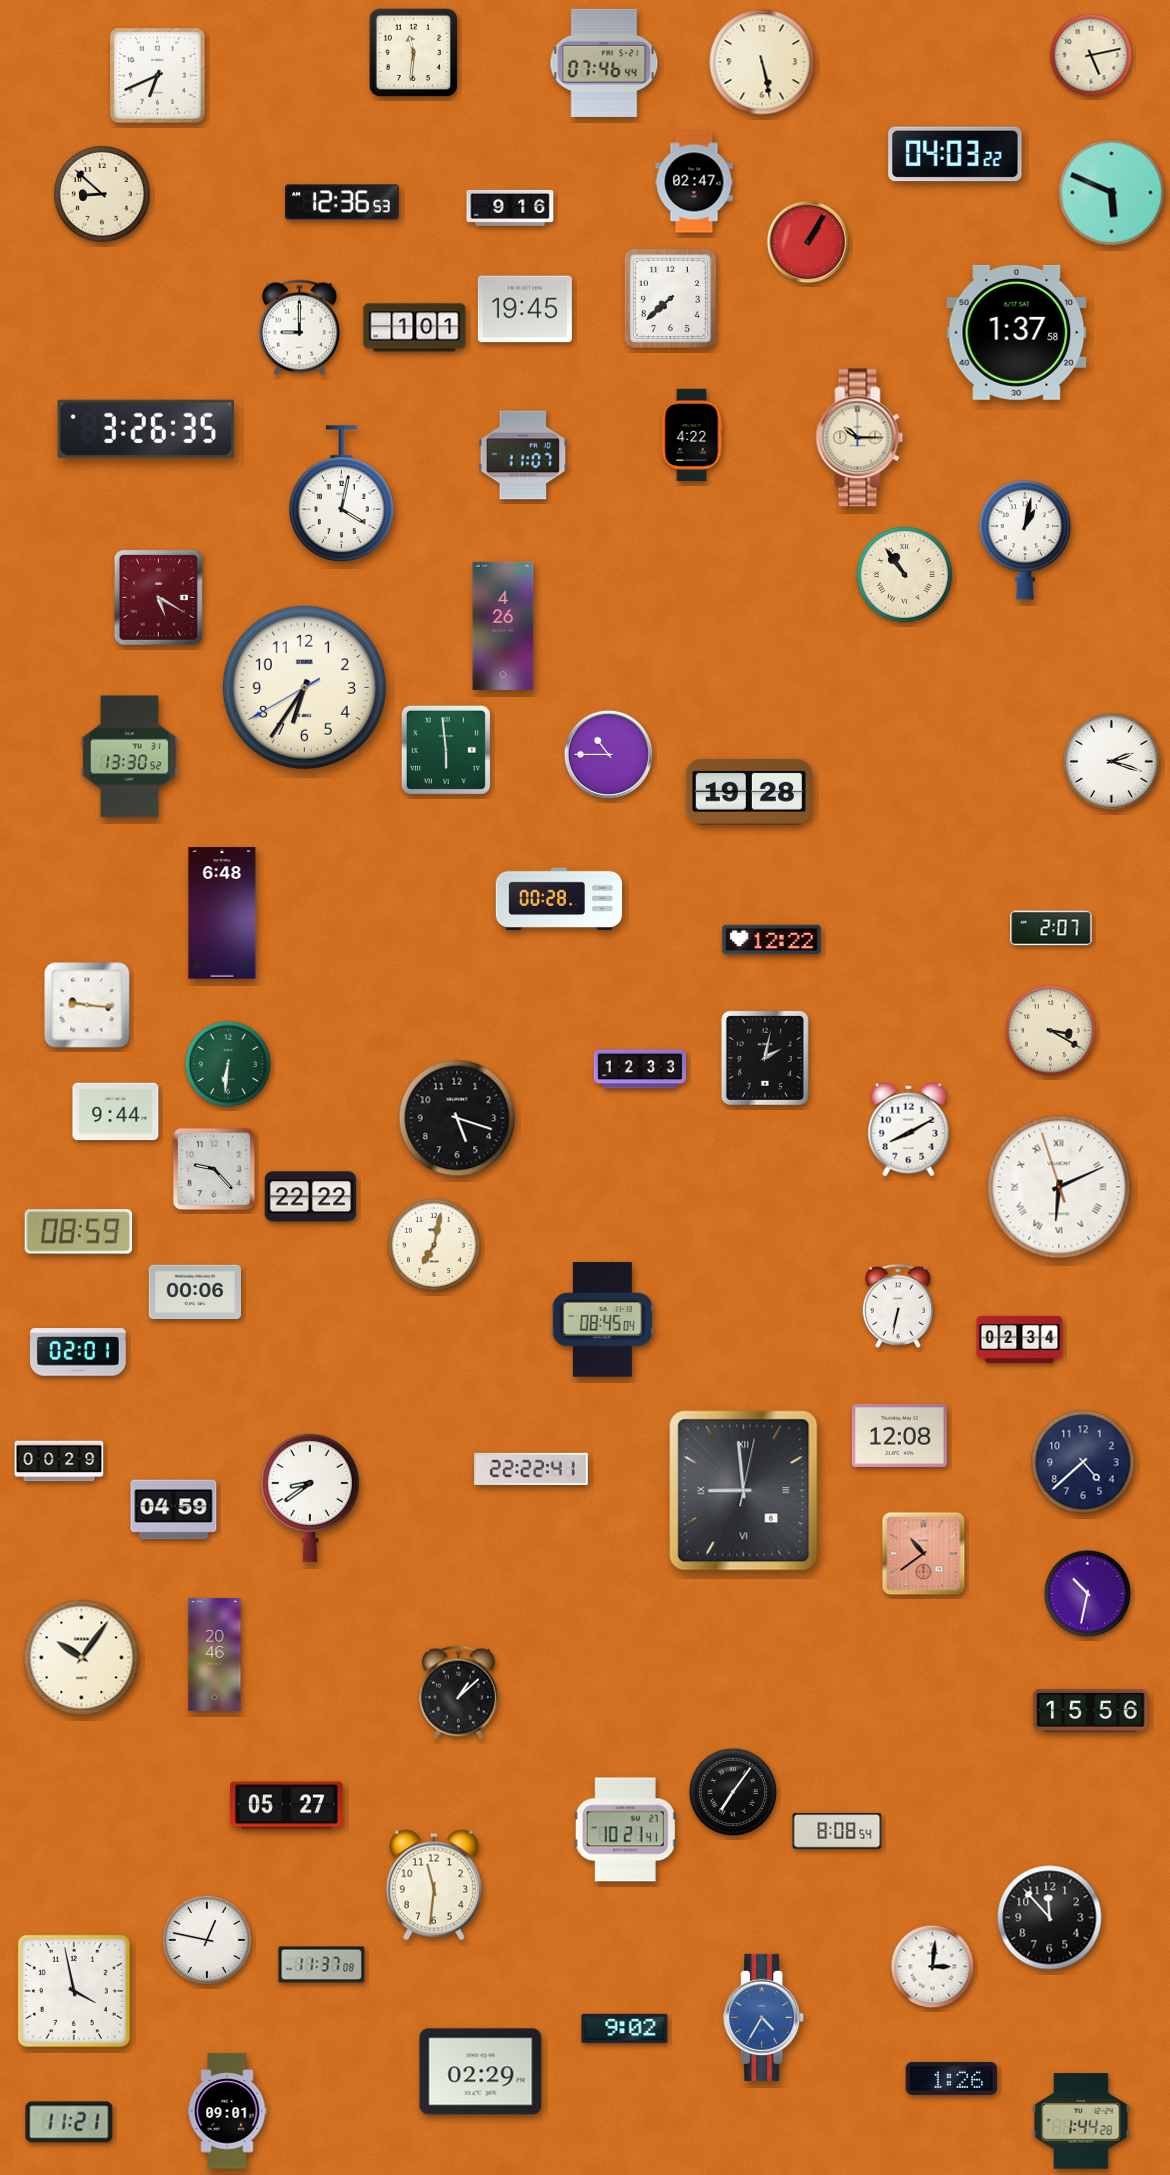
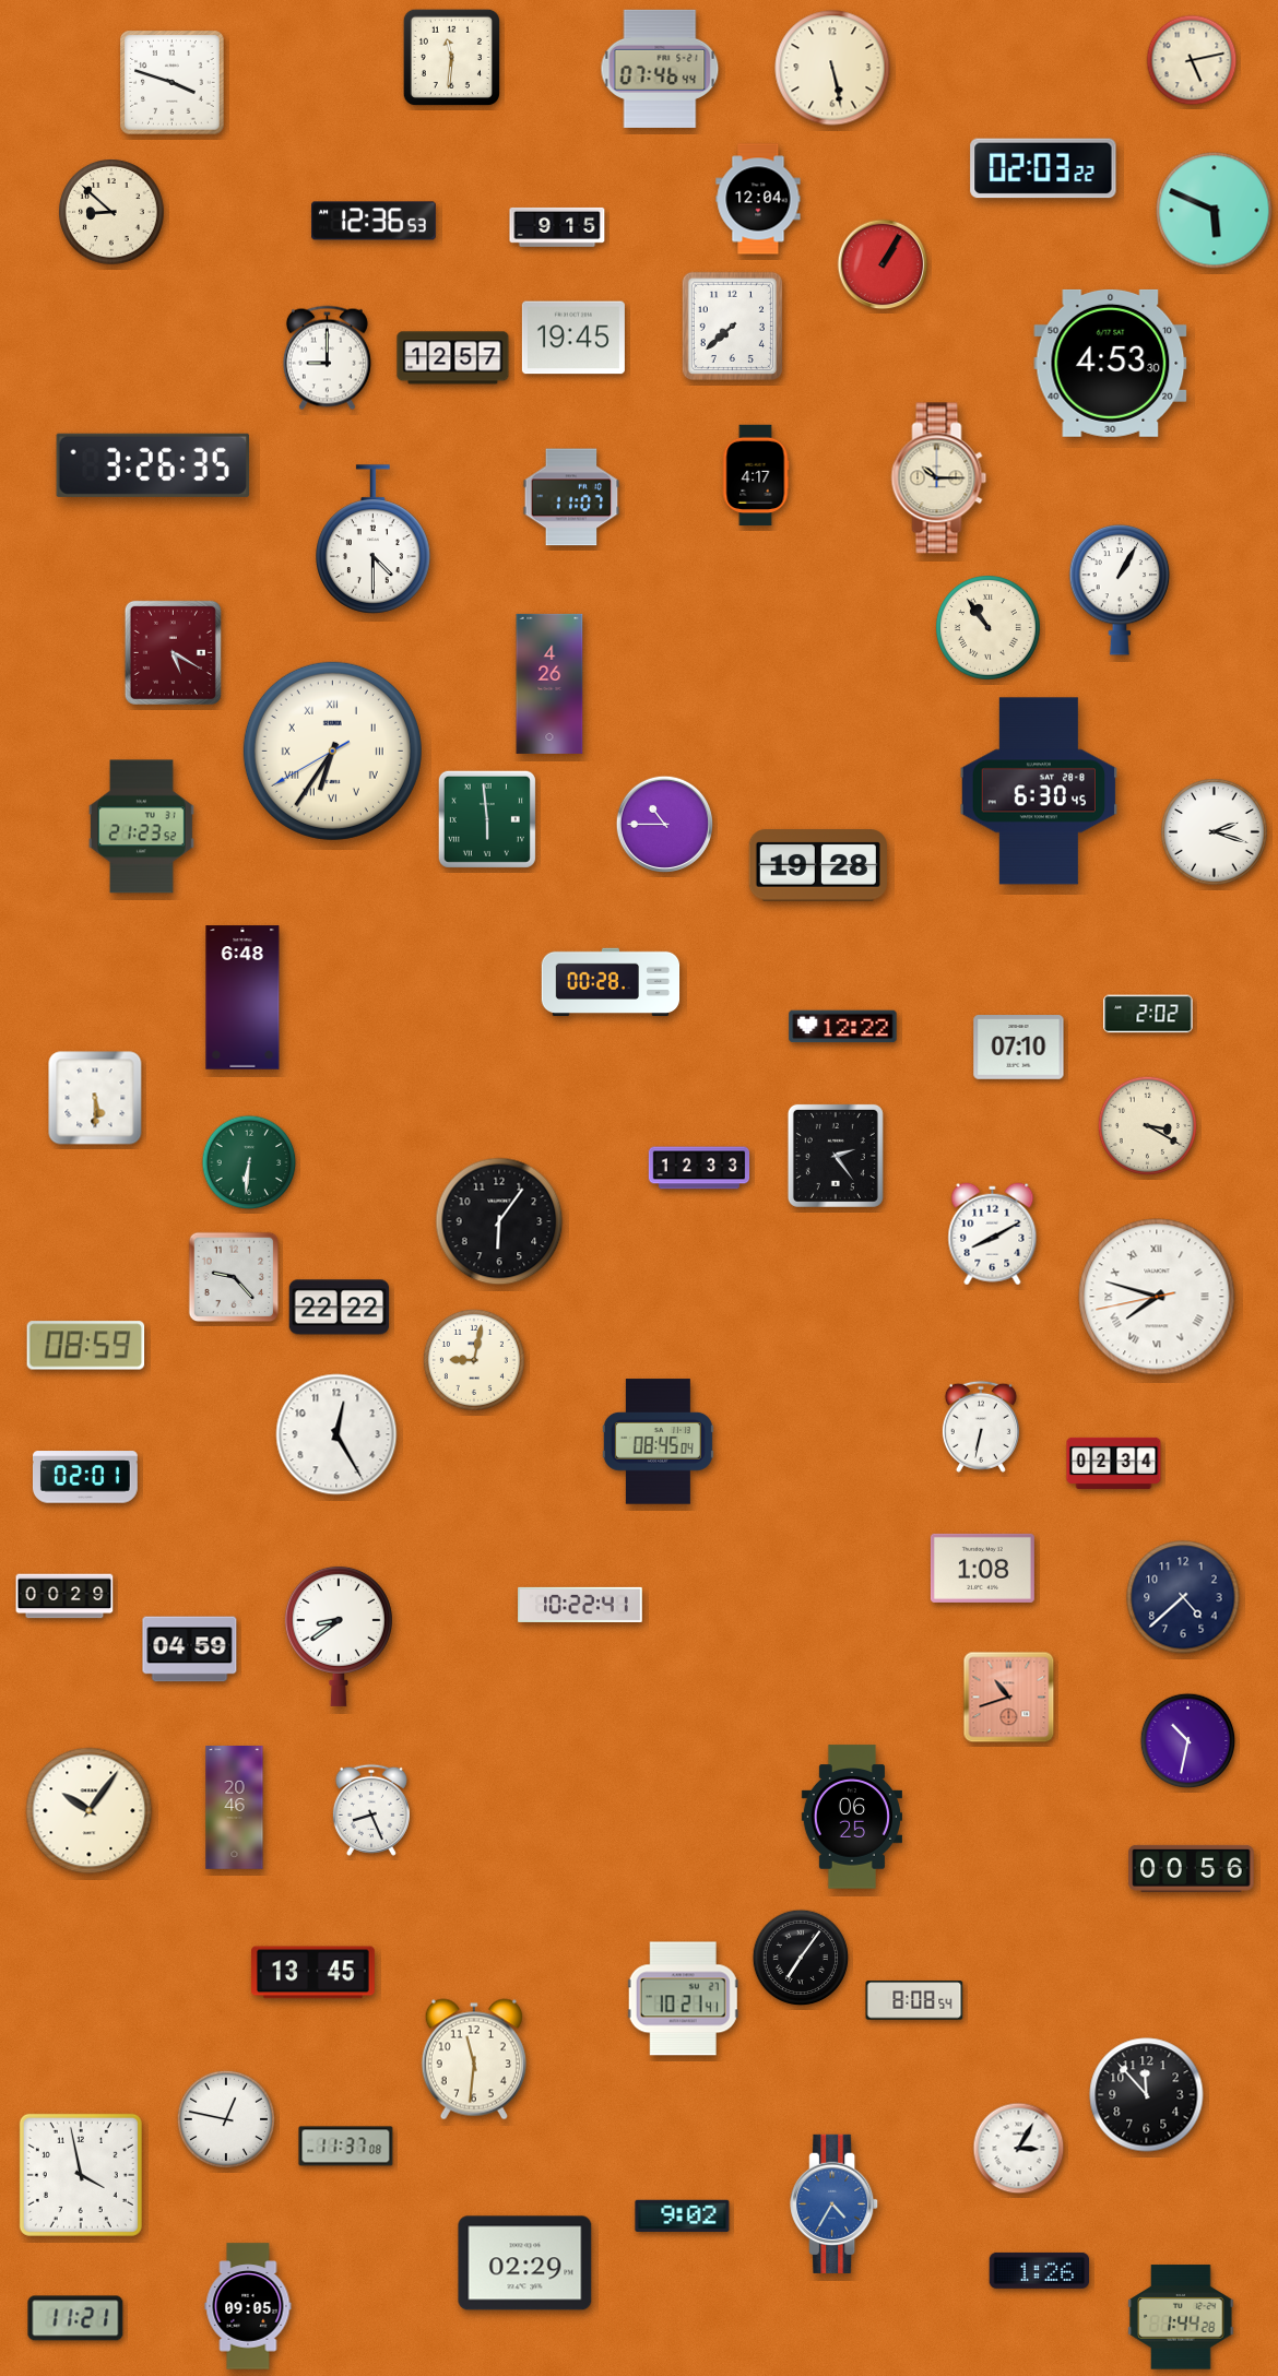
clock at (158, 76): 6:41 -> 3:48
clock at (955, 154): 04:03 -> 02:03
clock at (694, 182): 02:47 -> 12:04
clock at (510, 208): 9:16 -> 9:15
clock at (415, 328): 1:01 -> 12:57
clock at (1017, 332): 1:37 -> 4:53
clock at (145, 429) position: (145, 429) -> (152, 465)
clock at (692, 435): 4:22 -> 4:17
clock at (342, 494): 4:02 -> 4:30
clock at (1025, 540): 1:02 -> 1:05
clock at (304, 687) numerals: Arabic -> Roman
clock at (1039, 791): none -> 6:30
clock at (130, 757): 13:30 -> 21:23
clock at (1051, 928): 2:07 -> 2:02
clock at (1019, 1048): none -> 07:10
clock at (87, 1005): 9:16 -> 5:30
clock at (765, 1058): 2:02 -> 2:24
clock at (116, 1112): 9:44 -> none
clock at (457, 1118): 5:18 -> 6:06
clock at (1059, 1187): 6:10 -> 7:47
clock at (434, 1245): 7:02 -> 9:02
clock at (194, 1291): 00:06 -> none
clock at (336, 1434): none -> 12:25
clock at (899, 1435): 12:08 -> 1:08
clock at (531, 1469): 22:22 -> 10:22
clock at (744, 1491): 8:59 -> none
clock at (924, 1554): 10:39 -> 10:42
clock at (371, 1810): none -> 8:26
clock at (852, 1817): none -> 06:25
clock at (459, 1693): 1:08 -> none
clock at (1091, 1710): 15:56 -> 00:56
clock at (286, 1806): 05:27 -> 13:45
clock at (322, 1965) position: (322, 1965) -> (346, 2147)
clock at (933, 1967): 3:01 -> 3:05
clock at (227, 2111): 09:01 -> 09:05
